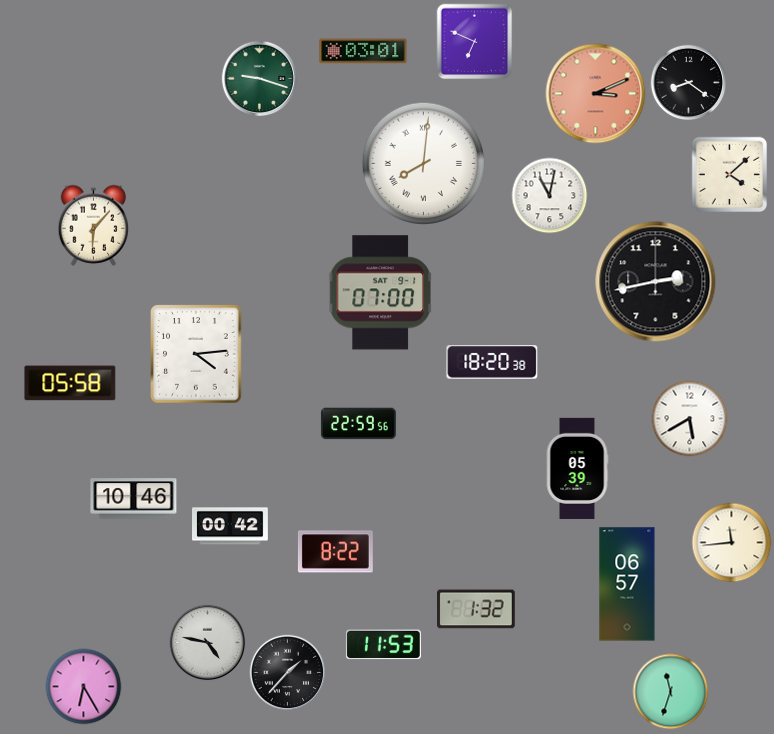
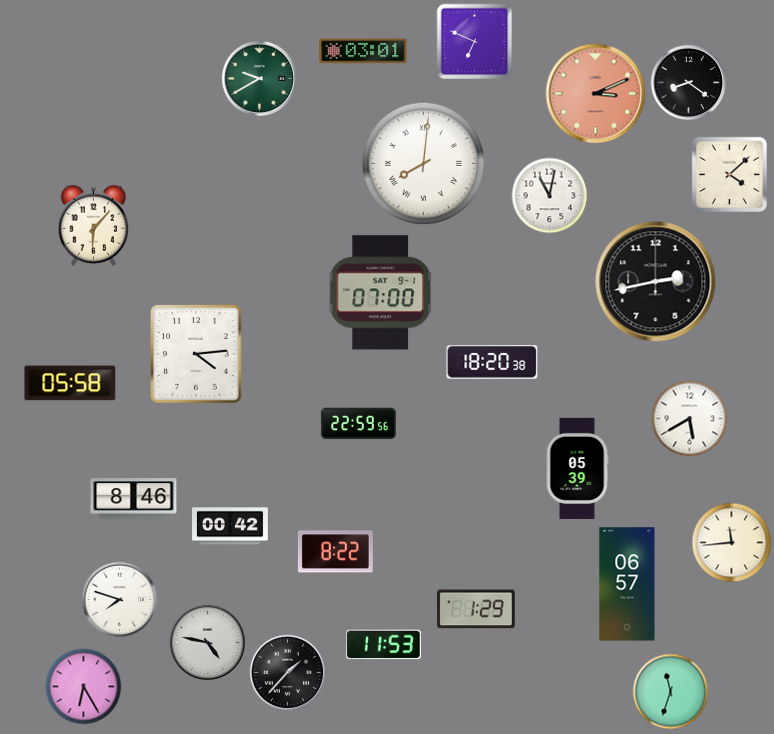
clock at (260, 79): 9:18 -> 9:40
clock at (134, 499): 10:46 -> 8:46
clock at (120, 600): none -> 7:48
clock at (476, 609): 1:32 -> 1:29
